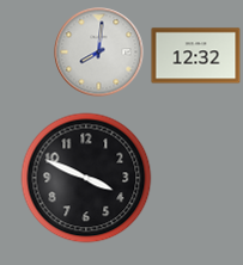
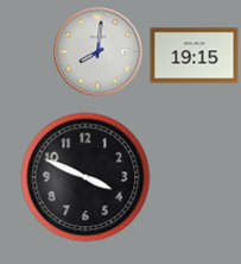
clock at (196, 56): 12:32 -> 19:15
